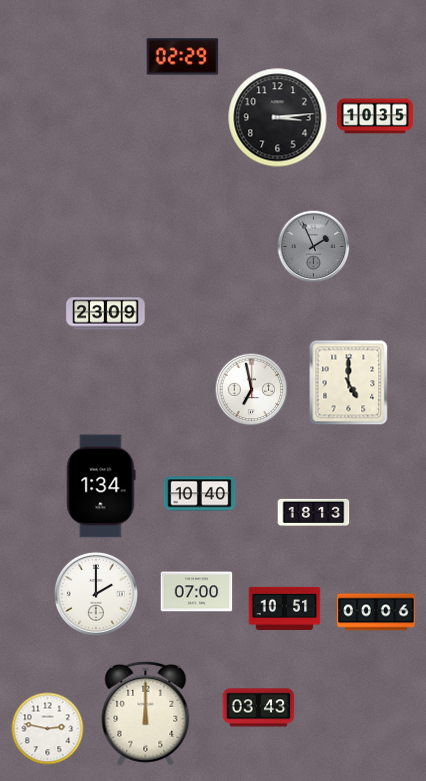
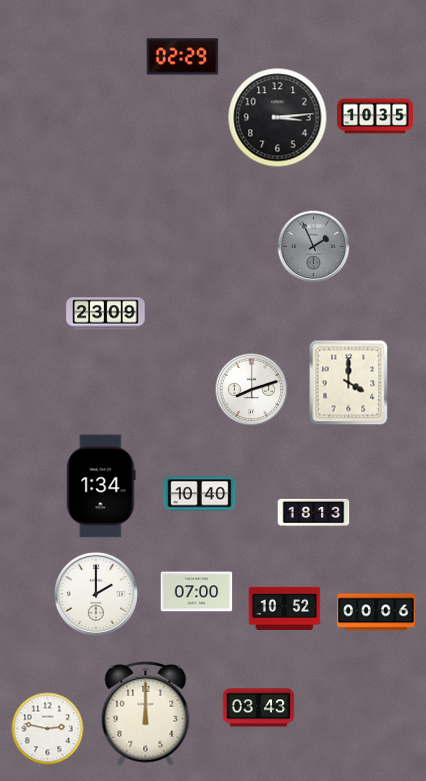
clock at (349, 383): 5:00 -> 4:00
clock at (252, 390): 6:58 -> 8:12
clock at (285, 608): 10:51 -> 10:52
